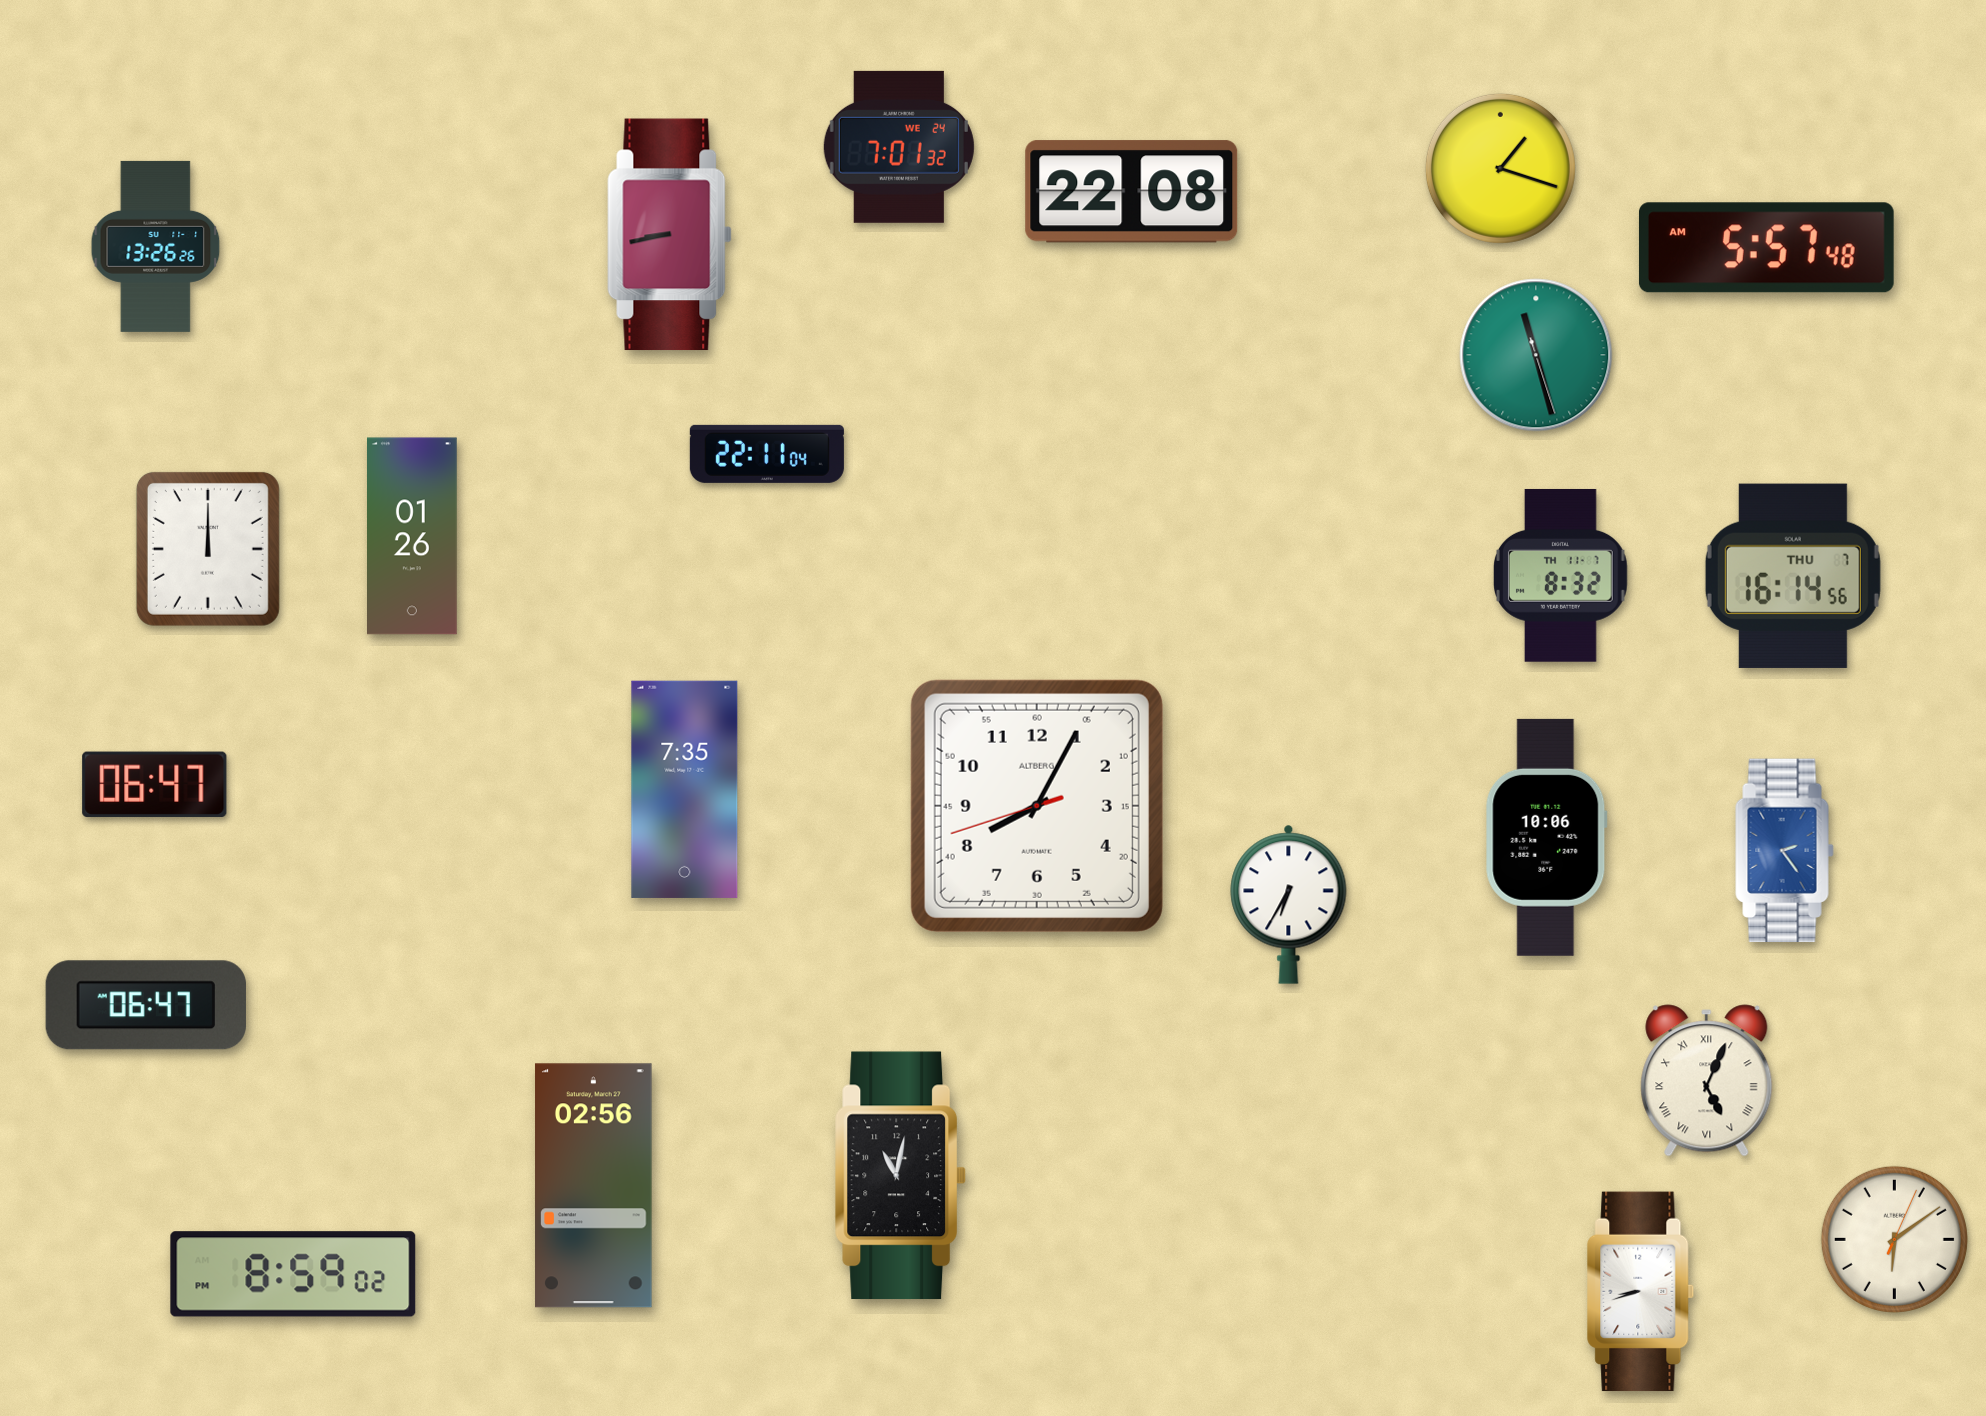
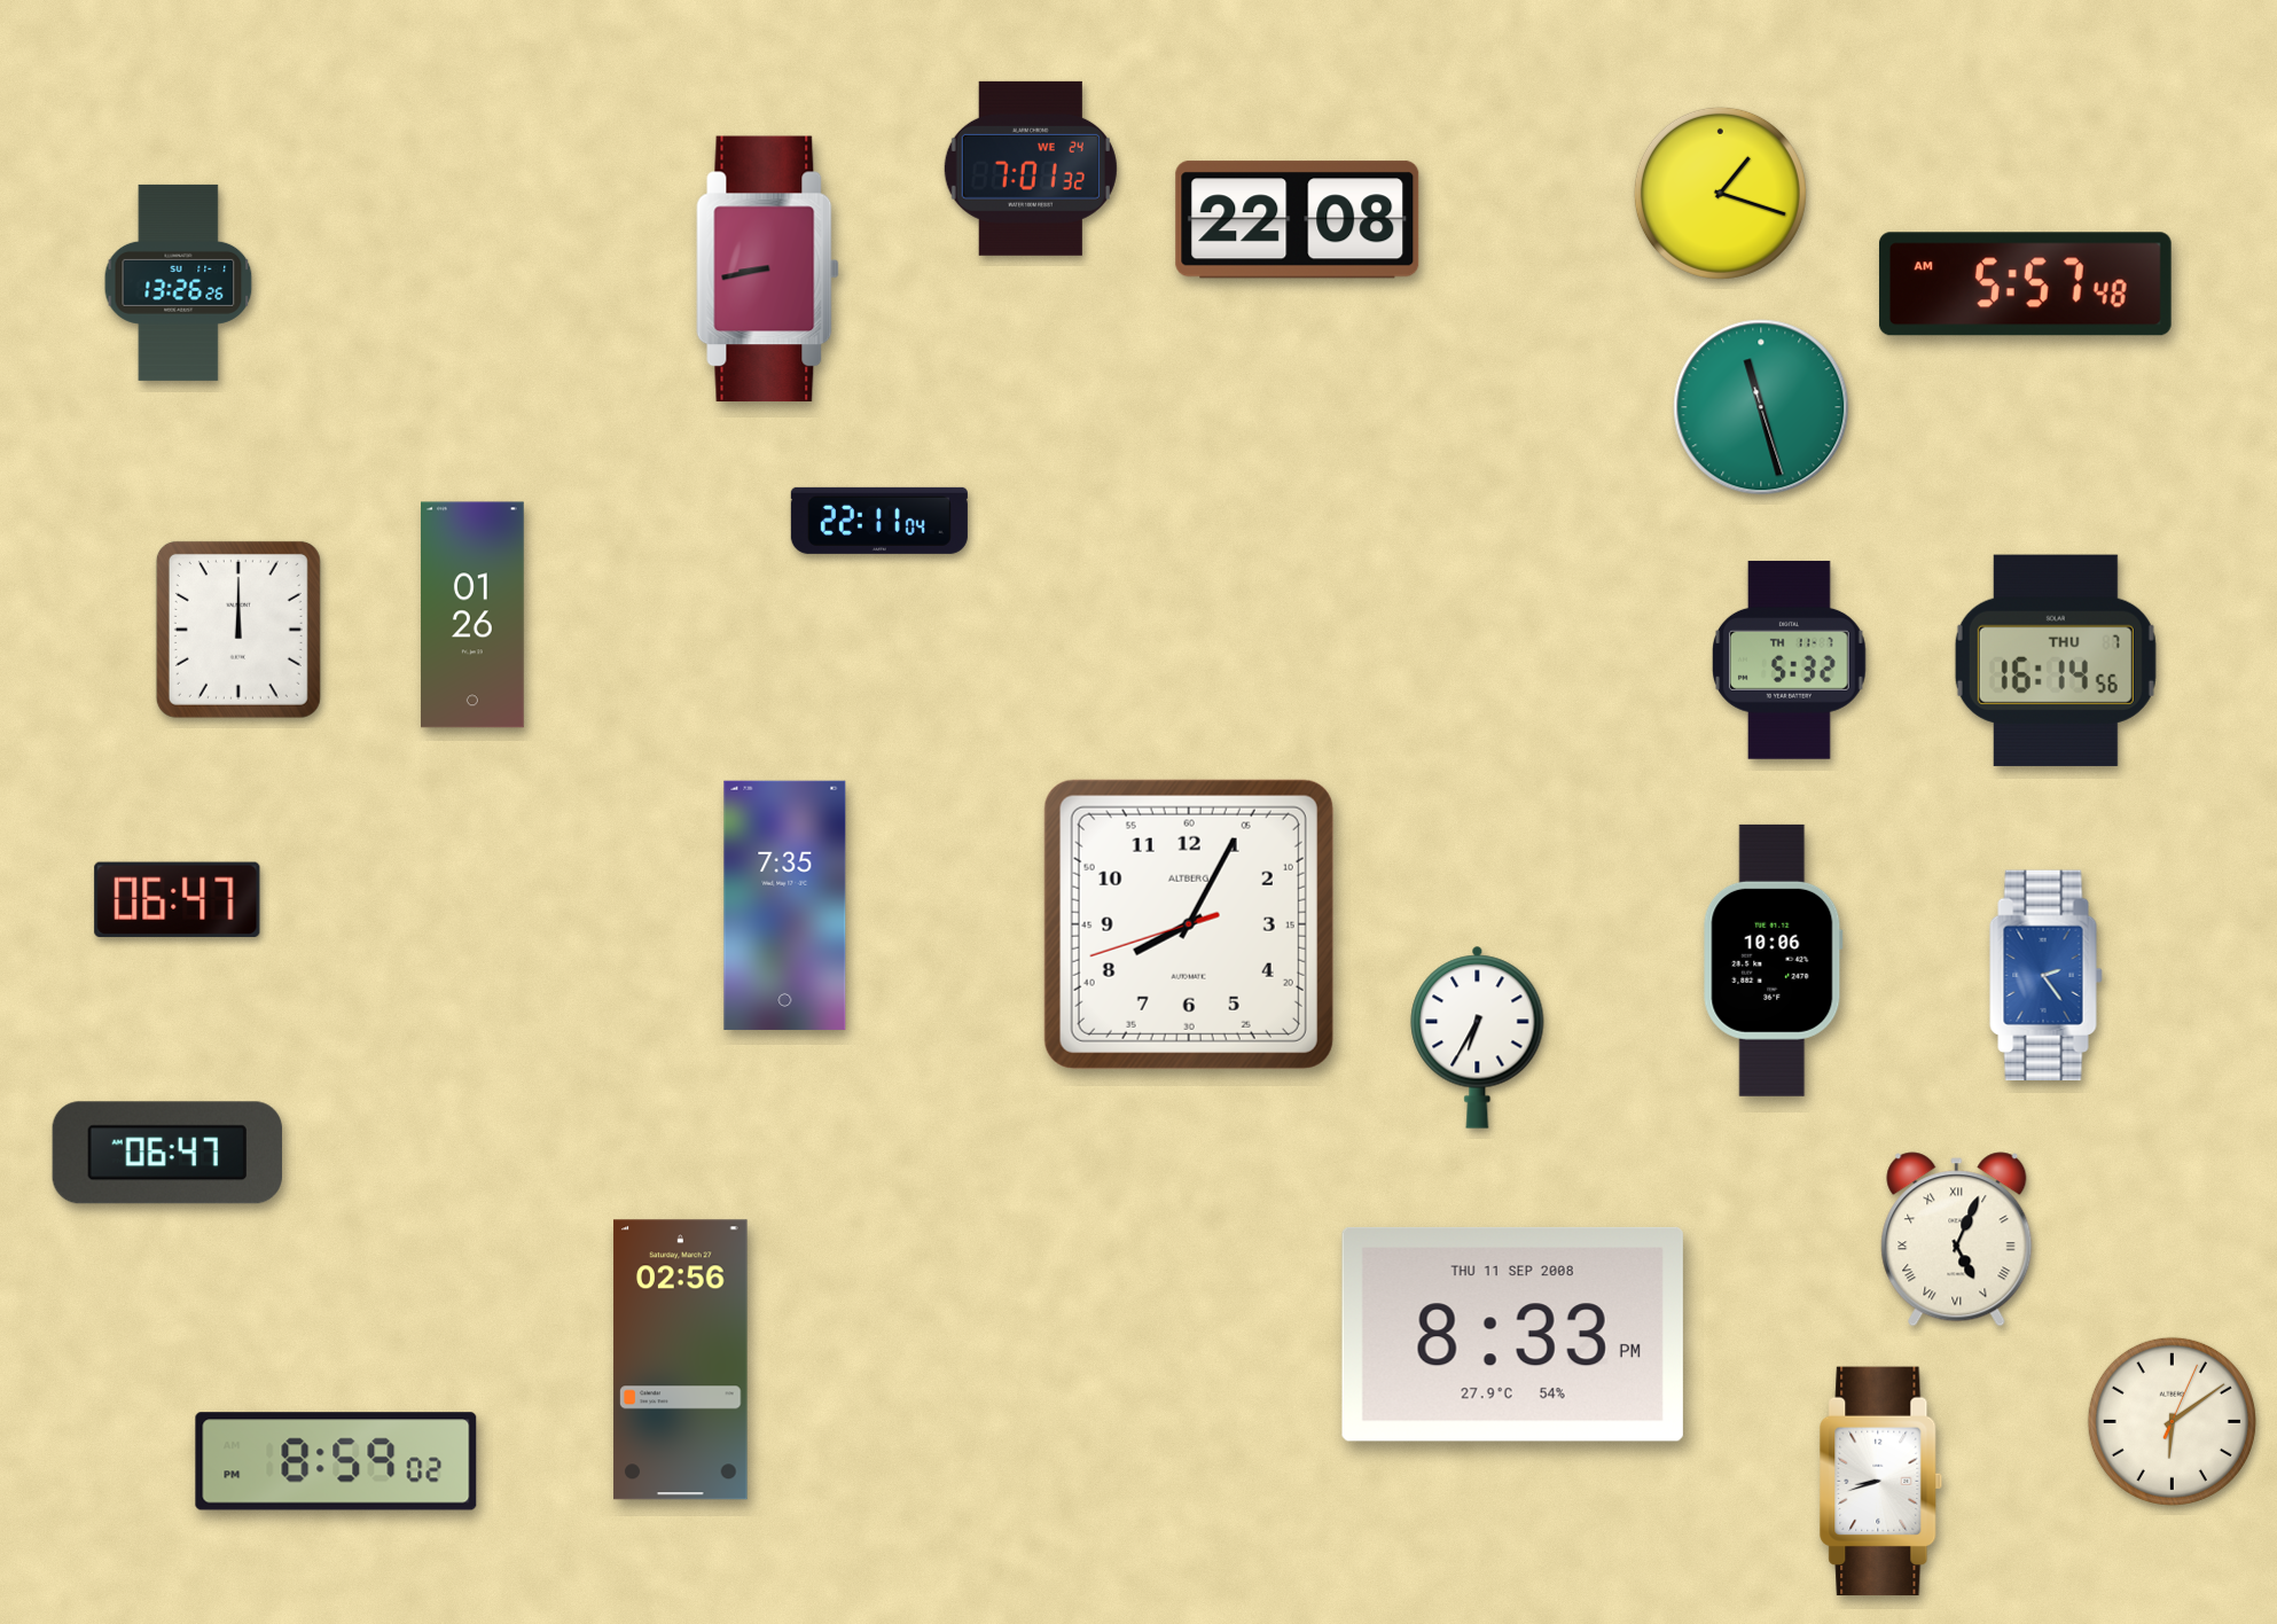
clock at (1561, 575): 8:32 -> 5:32
clock at (1512, 1334): none -> 8:33
clock at (900, 1176): 11:02 -> none
